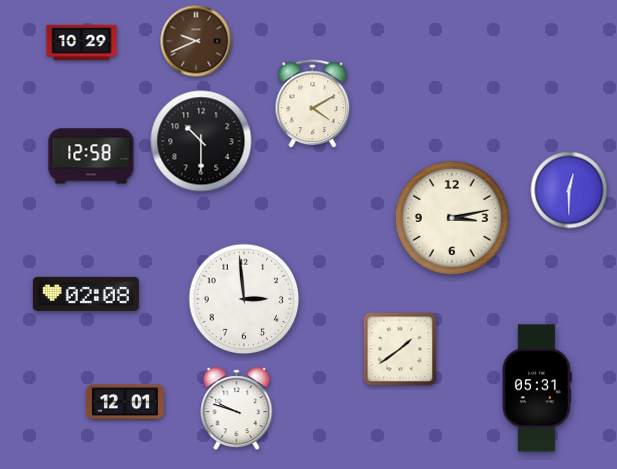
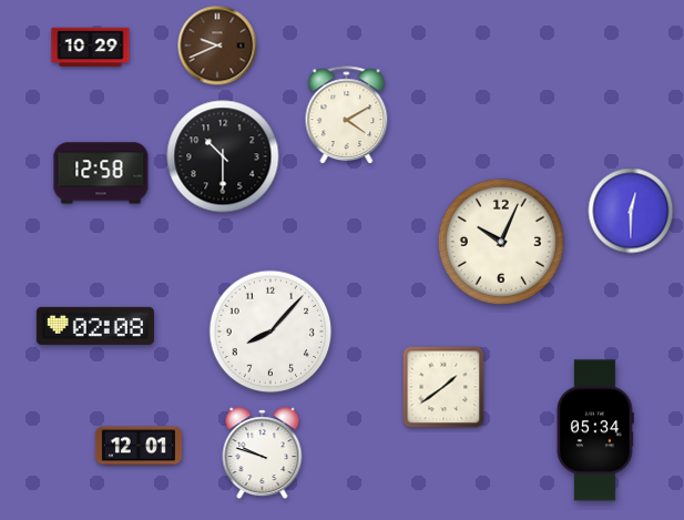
clock at (452, 218): 3:13 -> 10:04
clock at (244, 299): 2:59 -> 8:07
clock at (537, 388): 05:31 -> 05:34
